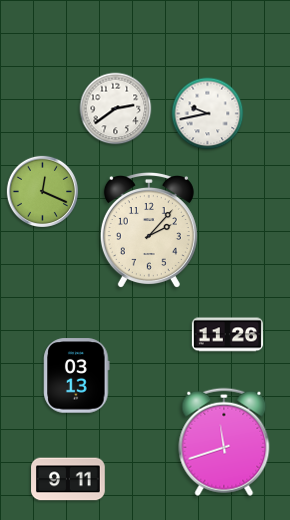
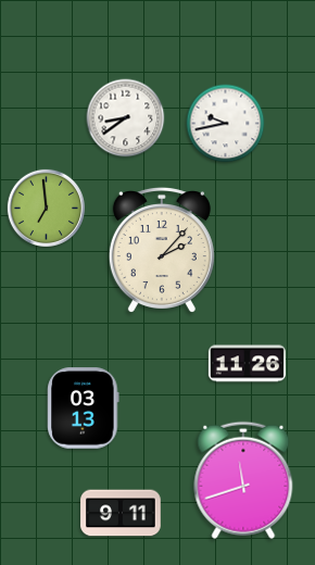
clock at (116, 109): 2:39 -> 8:39
clock at (42, 191): 12:19 -> 6:59
clock at (68, 479) position: (68, 479) -> (121, 513)
